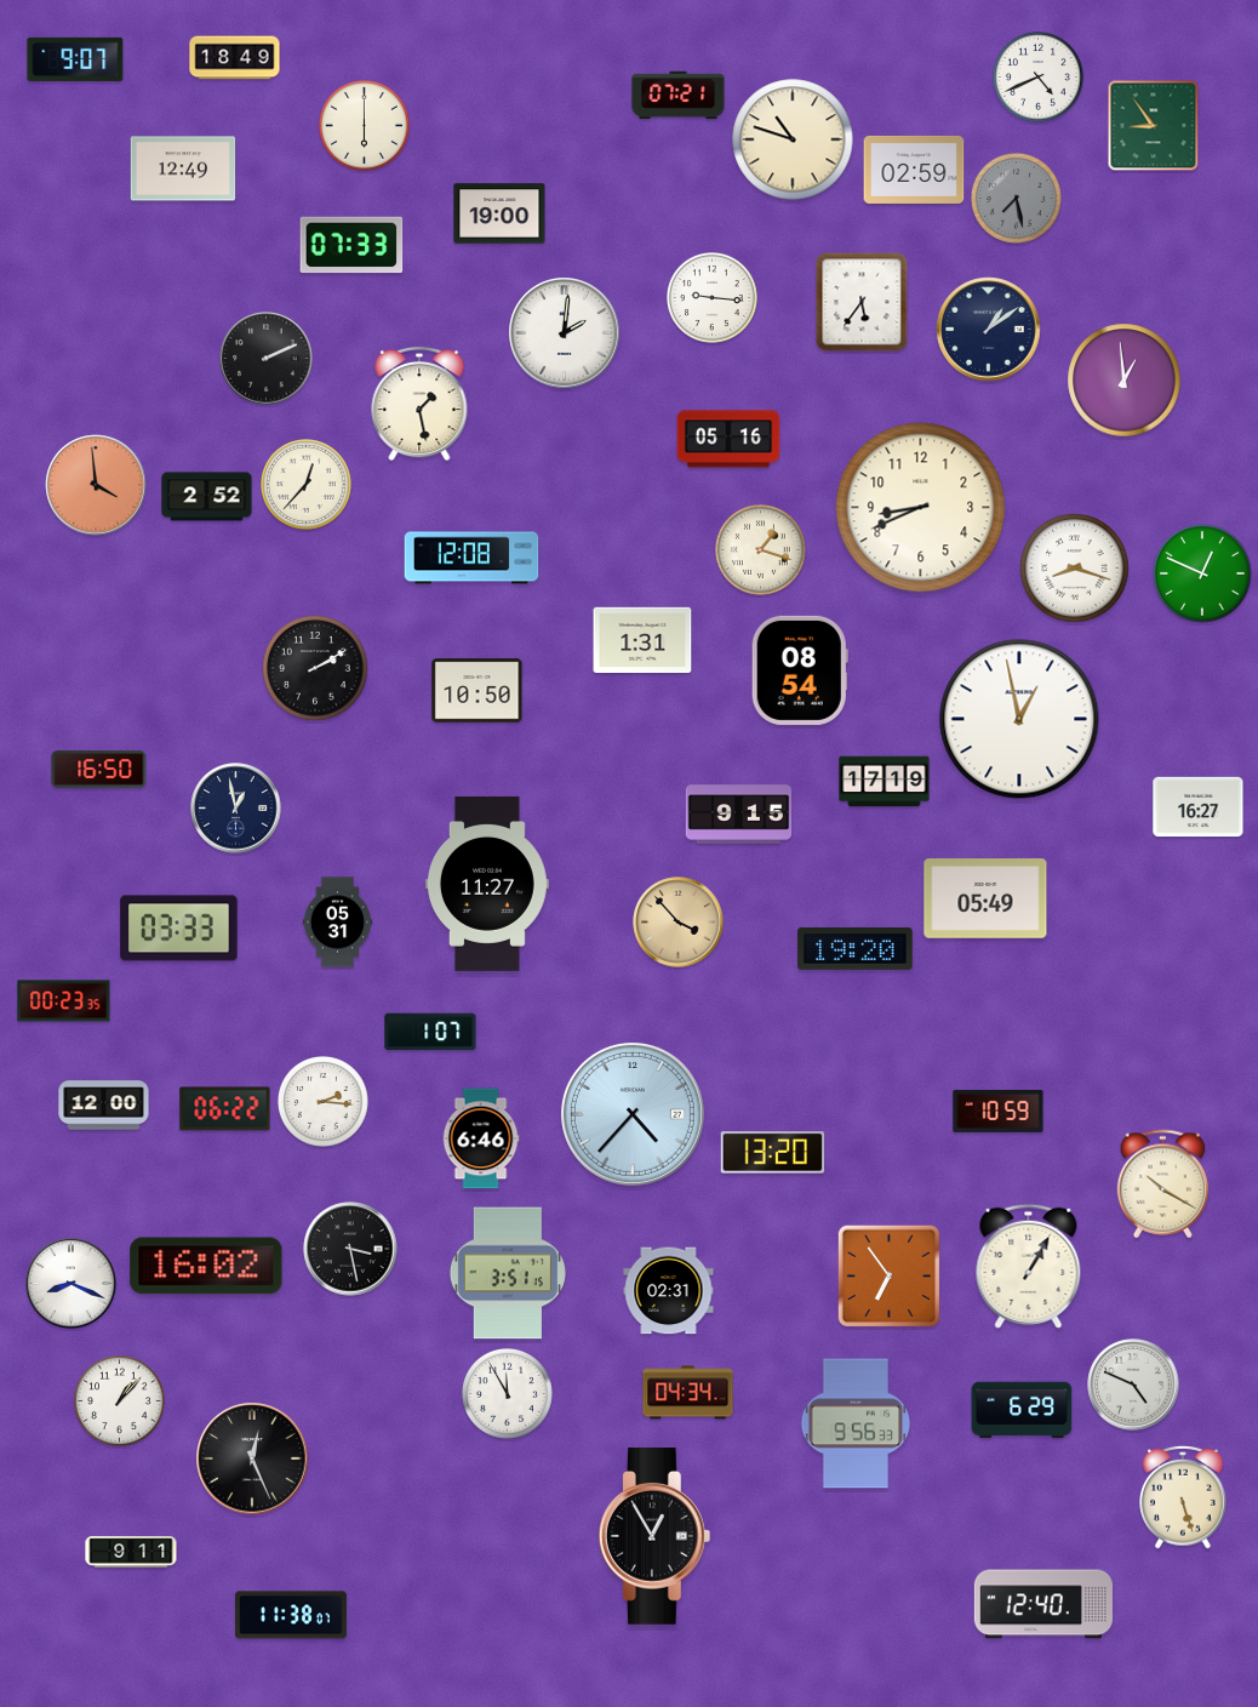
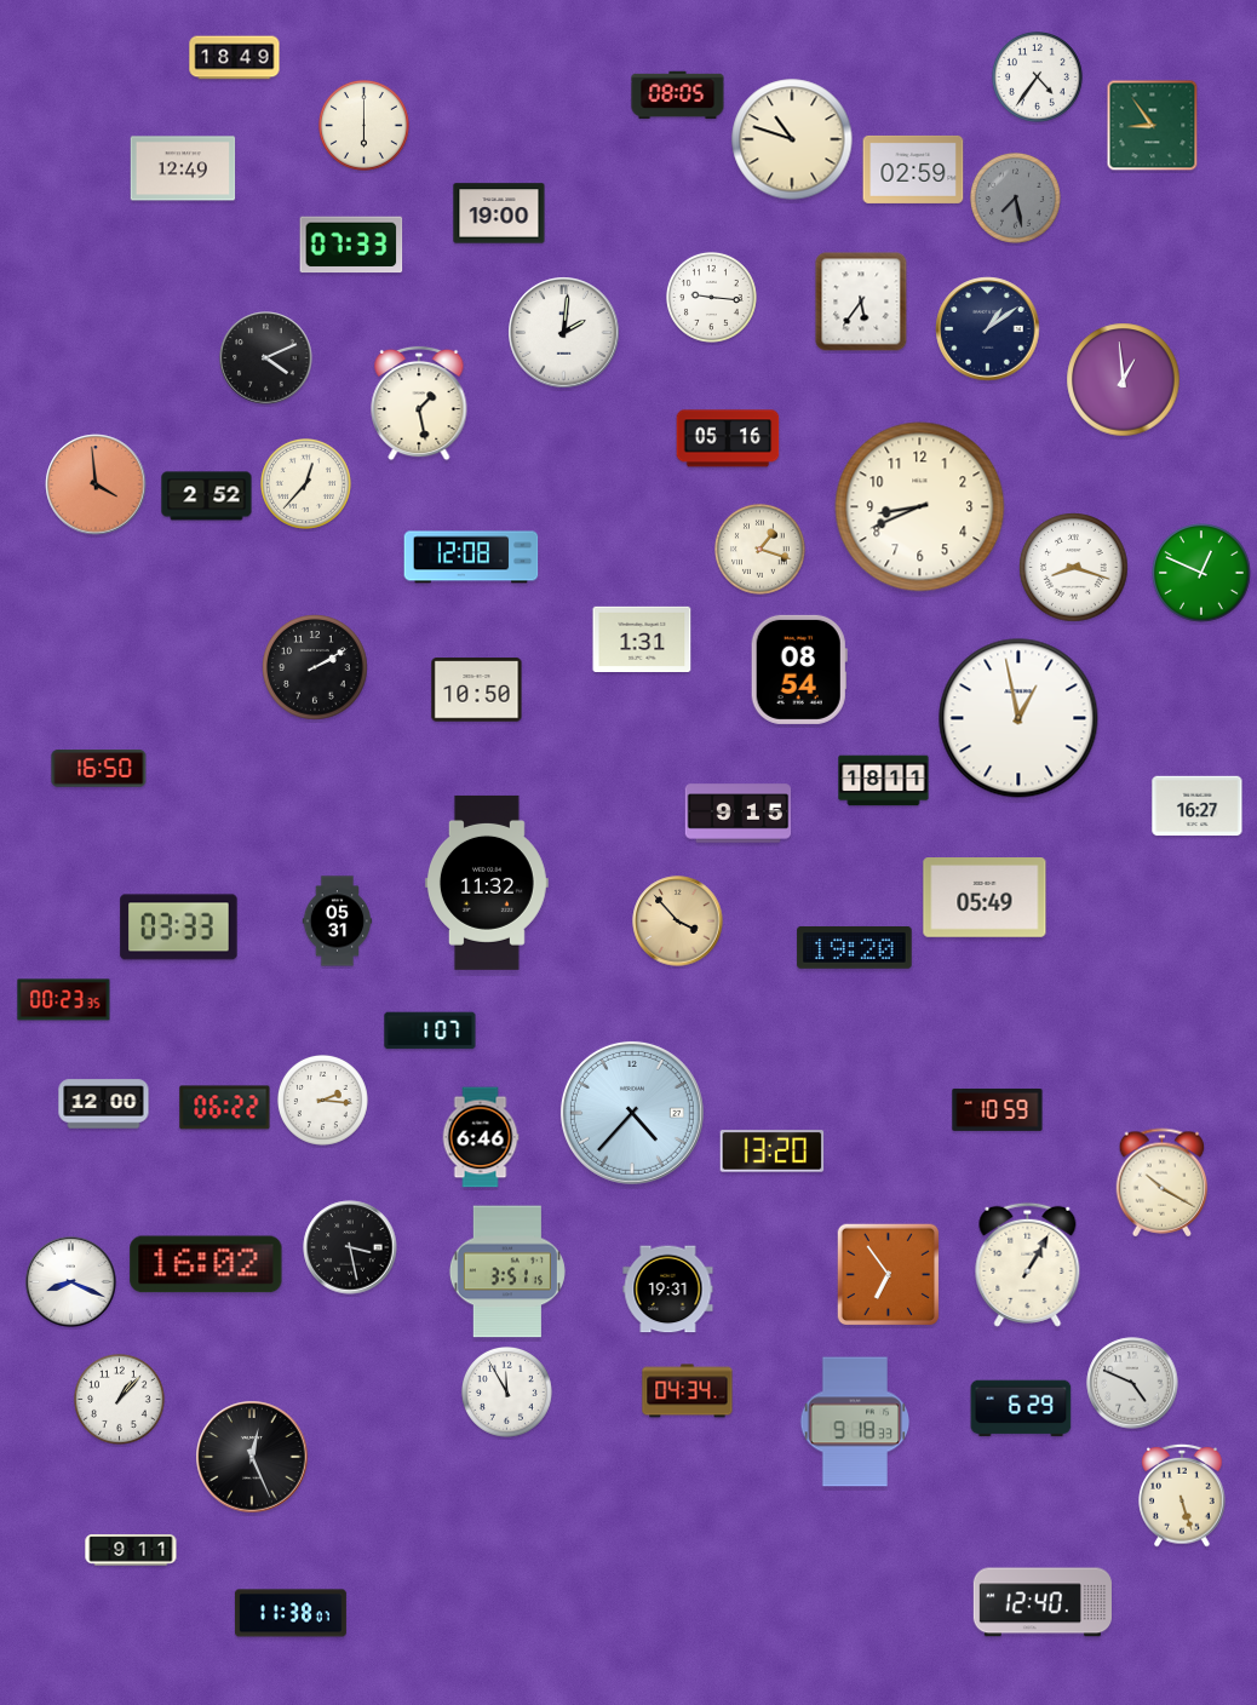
clock at (75, 59): 9:07 -> none
clock at (1039, 78): 4:41 -> 4:36
clock at (679, 96): 07:21 -> 08:05
clock at (267, 359): 2:11 -> 4:11
clock at (885, 782): 17:19 -> 18:11
clock at (236, 809): 12:58 -> none
clock at (487, 884): 11:27 -> 11:32
clock at (669, 1291): 02:31 -> 19:31
clock at (856, 1423): 9:56 -> 9:18
clock at (654, 1537): 12:55 -> none
